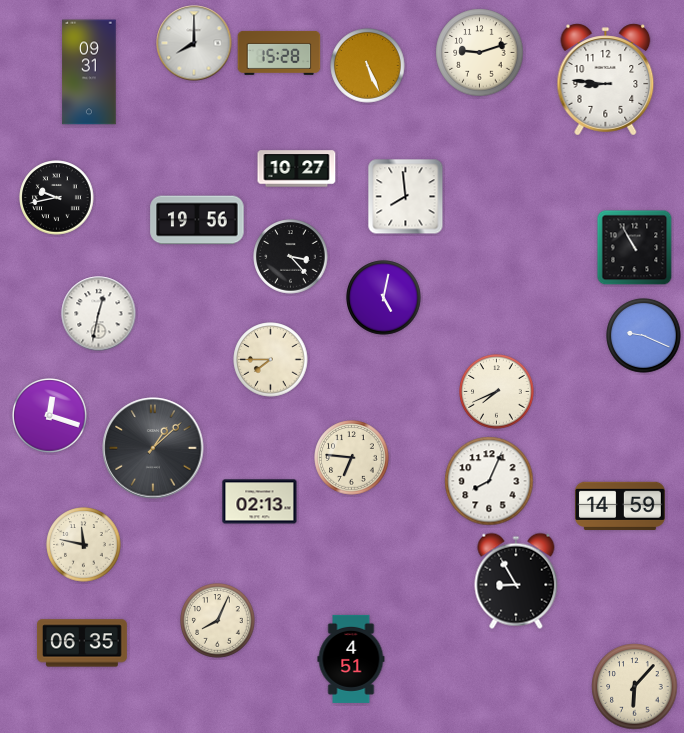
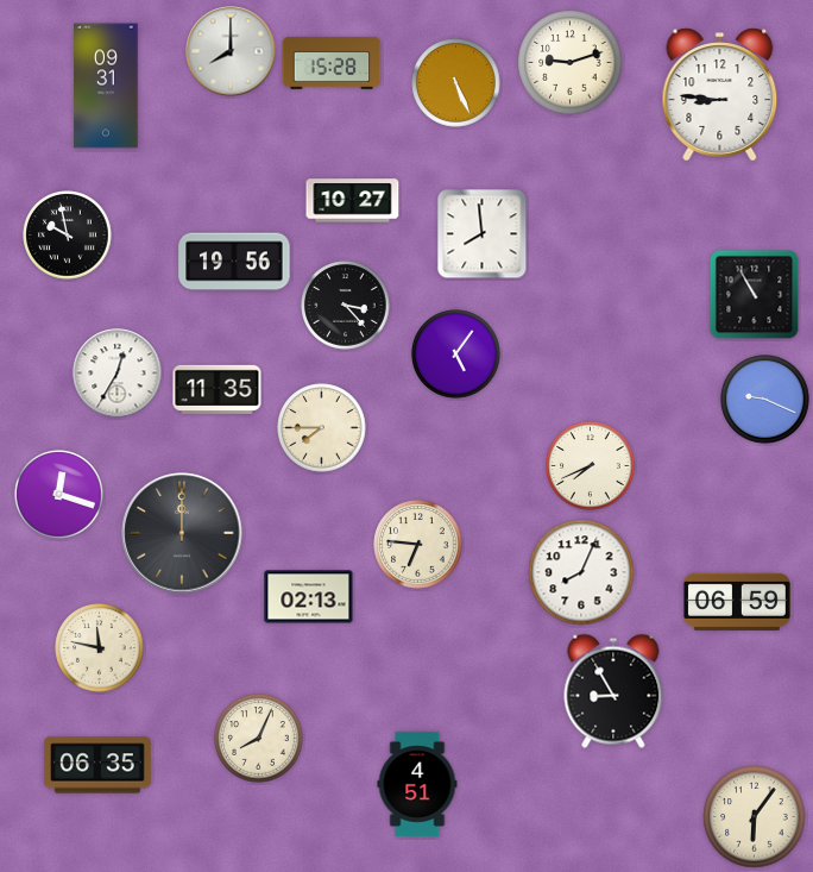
clock at (368, 66) position: (368, 66) -> (456, 83)
clock at (57, 198): 9:43 -> 9:58
clock at (384, 298): 5:02 -> 5:06
clock at (99, 314): 12:32 -> 12:35
clock at (218, 389): none -> 11:35
clock at (153, 448): 1:08 -> 12:00
clock at (620, 506): 14:59 -> 06:59
clock at (635, 687): 6:07 -> 6:06
